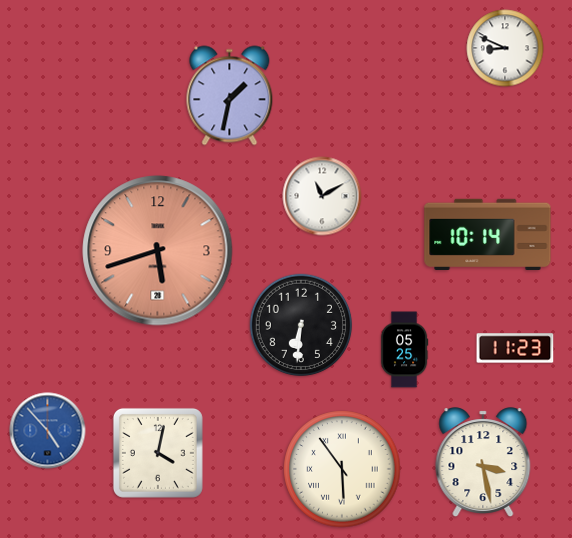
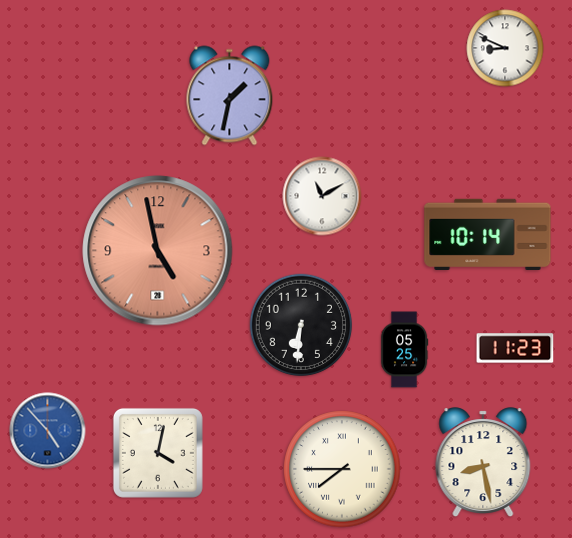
clock at (158, 251): 5:42 -> 4:58
clock at (483, 462): 3:28 -> 8:28
clock at (342, 469): 5:54 -> 7:45
